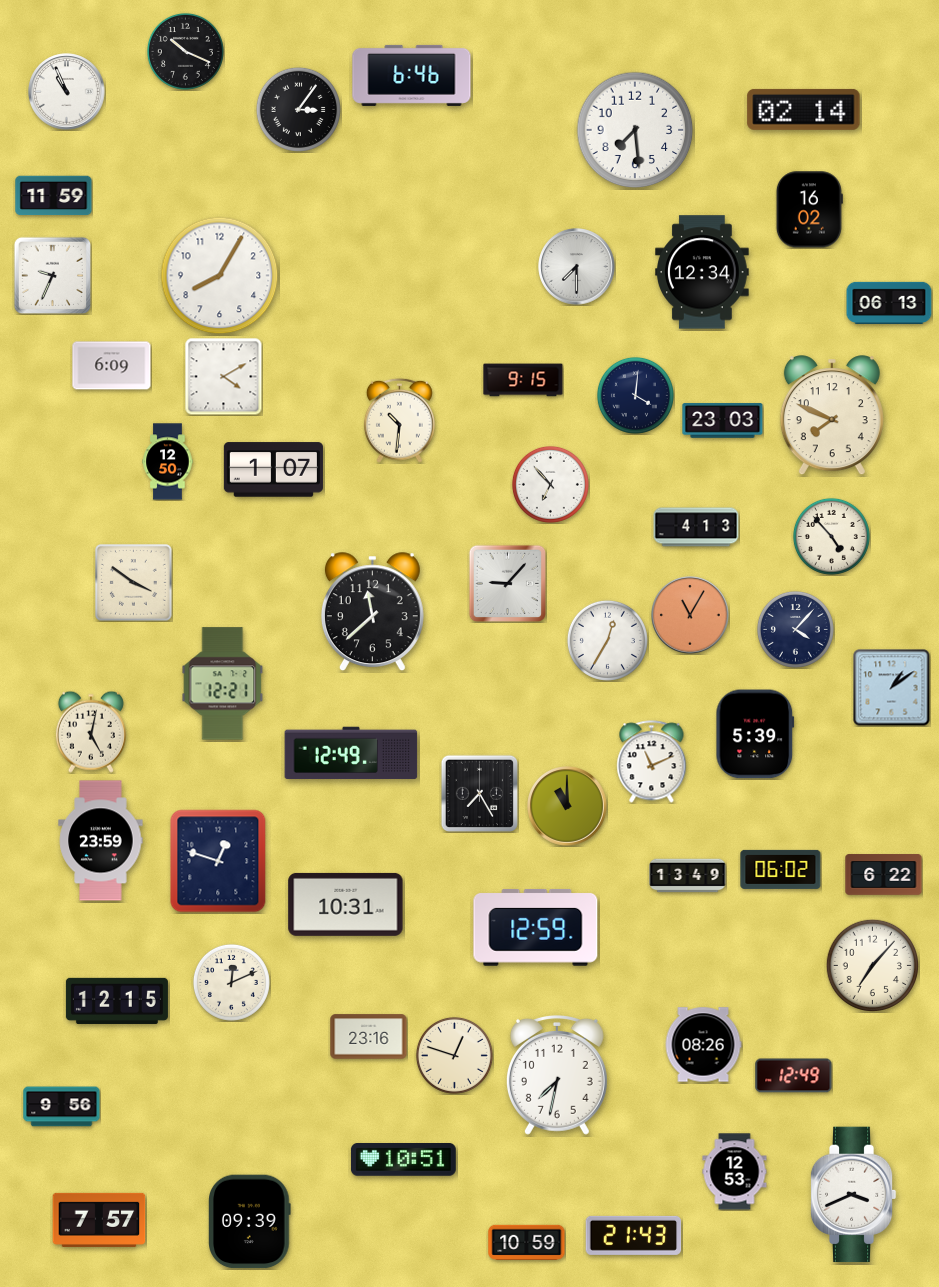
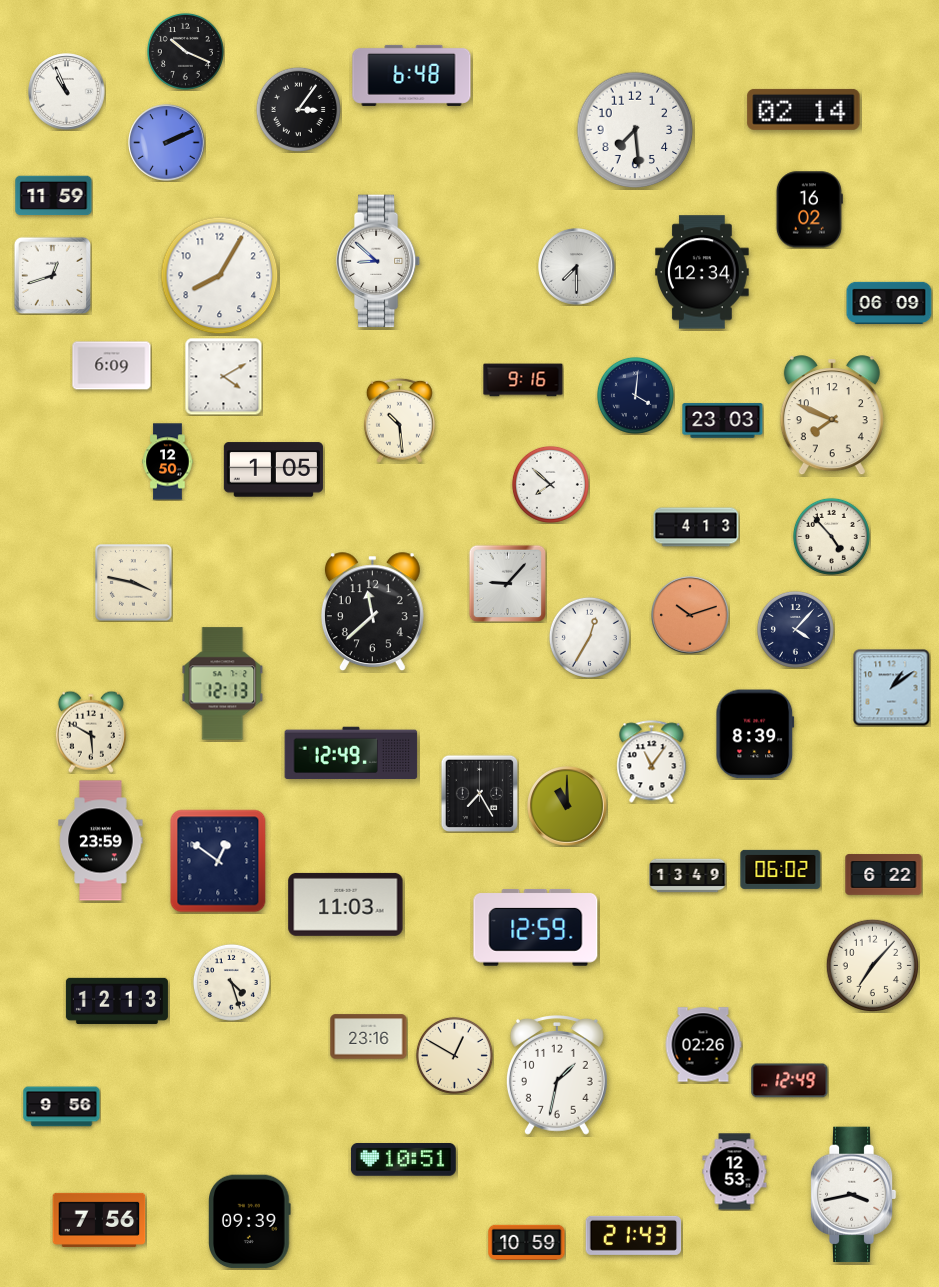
clock at (412, 75): 6:46 -> 6:48
clock at (167, 143): none -> 2:11
clock at (378, 261): none -> 8:52
clock at (52, 275): 9:34 -> 12:42
clock at (889, 302): 06:13 -> 06:09
clock at (523, 380): 9:15 -> 9:16
clock at (399, 420): 10:31 -> 10:29
clock at (273, 470): 1:07 -> 1:05
clock at (550, 484): 6:53 -> 7:52
clock at (134, 583): 3:51 -> 3:47
clock at (690, 615): 11:05 -> 10:12
clock at (607, 640) position: (607, 640) -> (589, 637)
clock at (223, 684): 12:21 -> 12:13
clock at (91, 732): 5:02 -> 5:50
clock at (755, 734): 5:39 -> 8:39
clock at (652, 762): 11:11 -> 11:06
clock at (218, 861): 12:48 -> 12:51
clock at (346, 904): 10:31 -> 11:03
clock at (231, 982): 12:11 -> 4:27
clock at (117, 1000): 12:15 -> 12:13
clock at (703, 1045): 08:26 -> 02:26
clock at (454, 1055): 12:48 -> 12:50
clock at (557, 1076): 7:32 -> 1:32
clock at (794, 1076) position: (794, 1076) -> (790, 1081)
clock at (853, 1195): 3:41 -> 3:43
clock at (99, 1220): 7:57 -> 7:56
